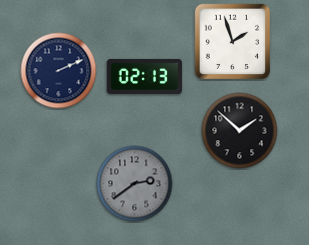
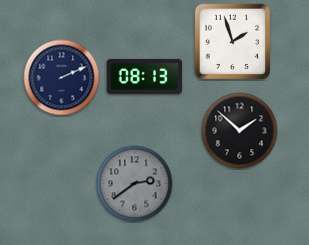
clock at (59, 71) position: (59, 71) -> (62, 78)
clock at (145, 76): 02:13 -> 08:13
